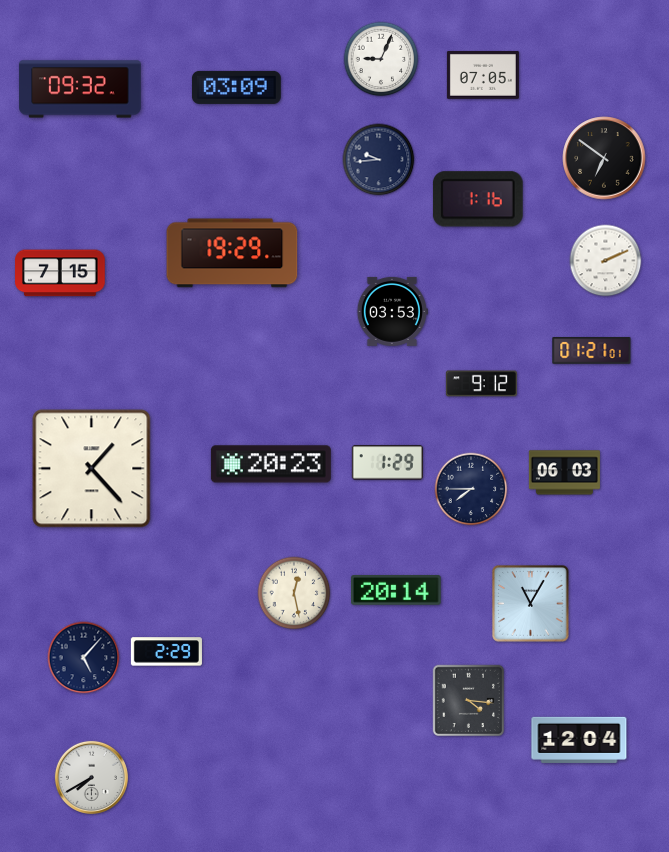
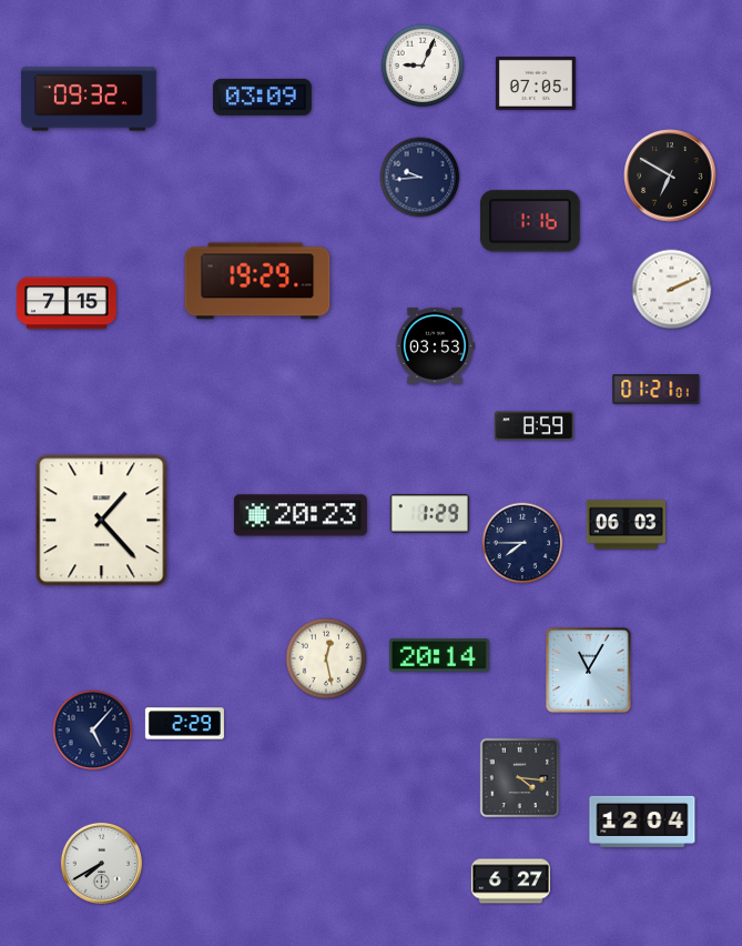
clock at (604, 158): 6:51 -> 6:50
clock at (481, 384): 9:12 -> 8:59
clock at (510, 882): none -> 6:27
